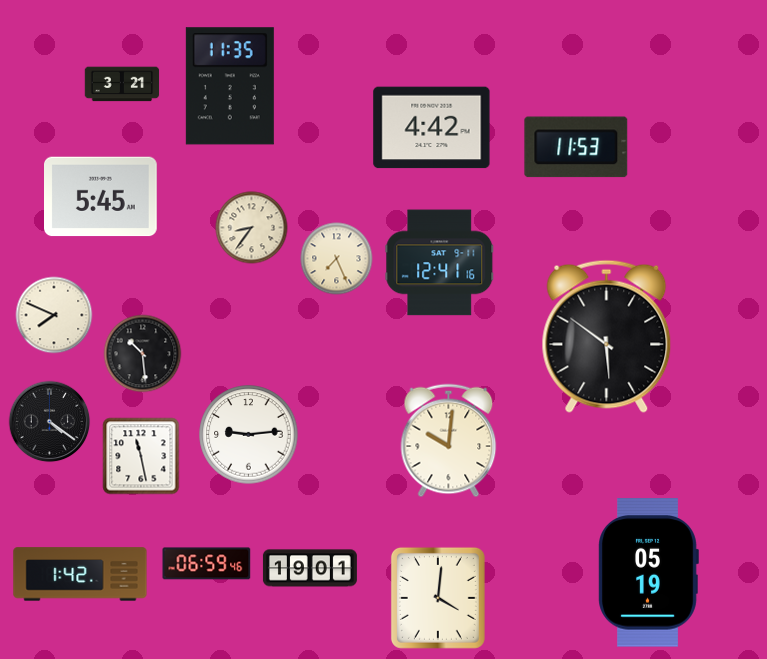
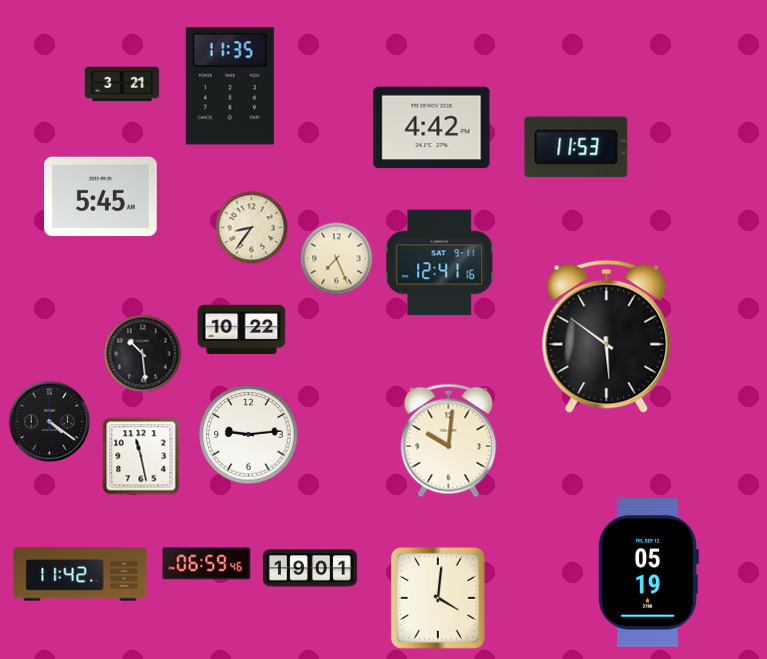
clock at (54, 315): 7:49 -> none
clock at (242, 329): none -> 10:22
clock at (80, 574): 1:42 -> 11:42
